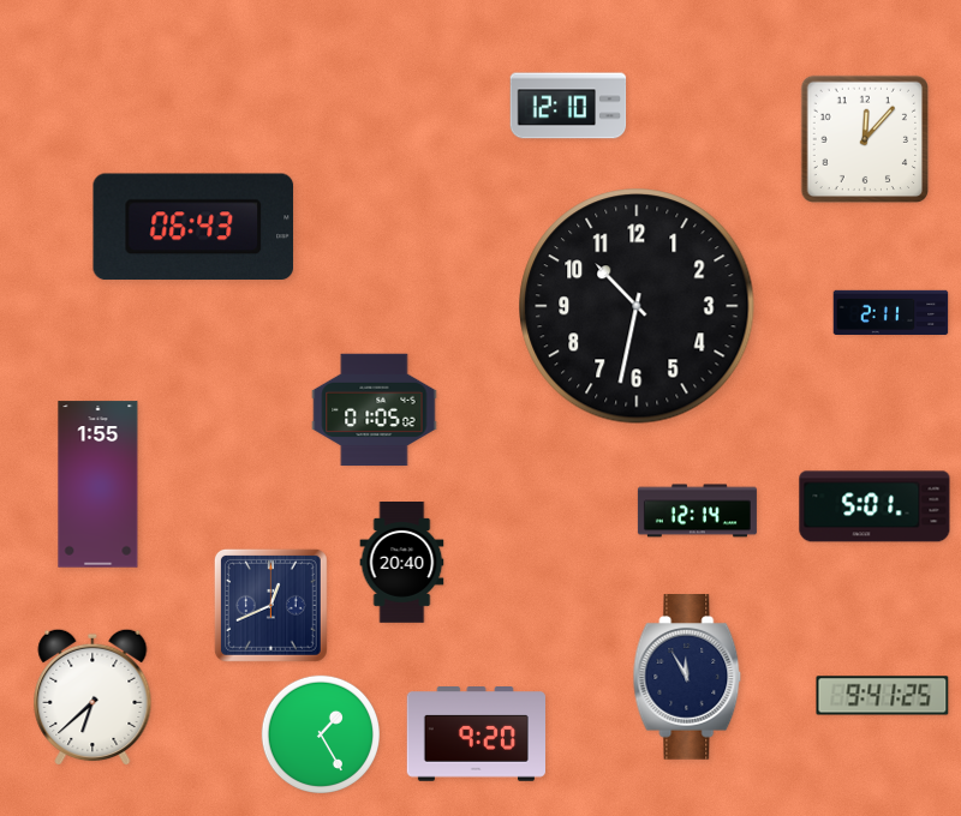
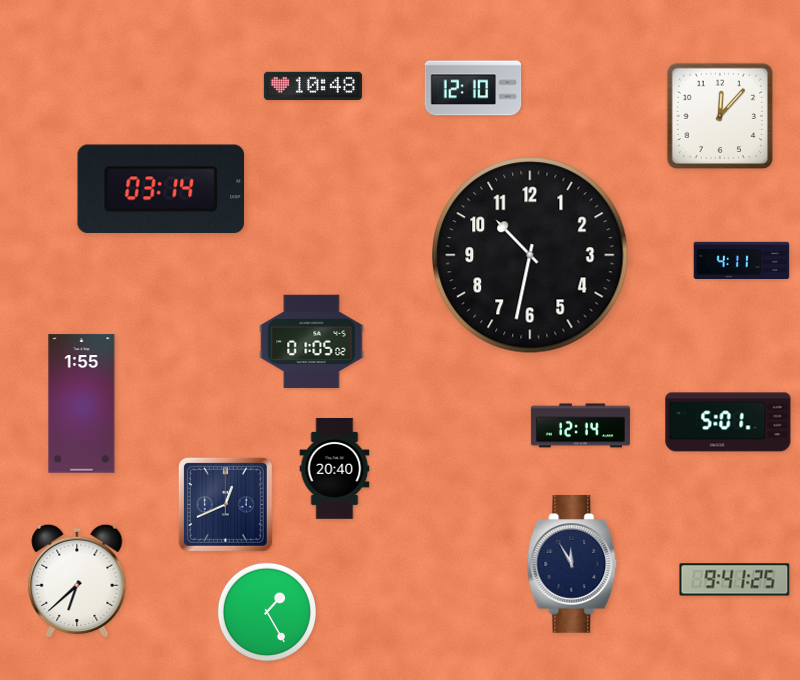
clock at (313, 85): none -> 10:48
clock at (193, 227): 06:43 -> 03:14
clock at (891, 312): 2:11 -> 4:11
clock at (476, 734): 9:20 -> none
